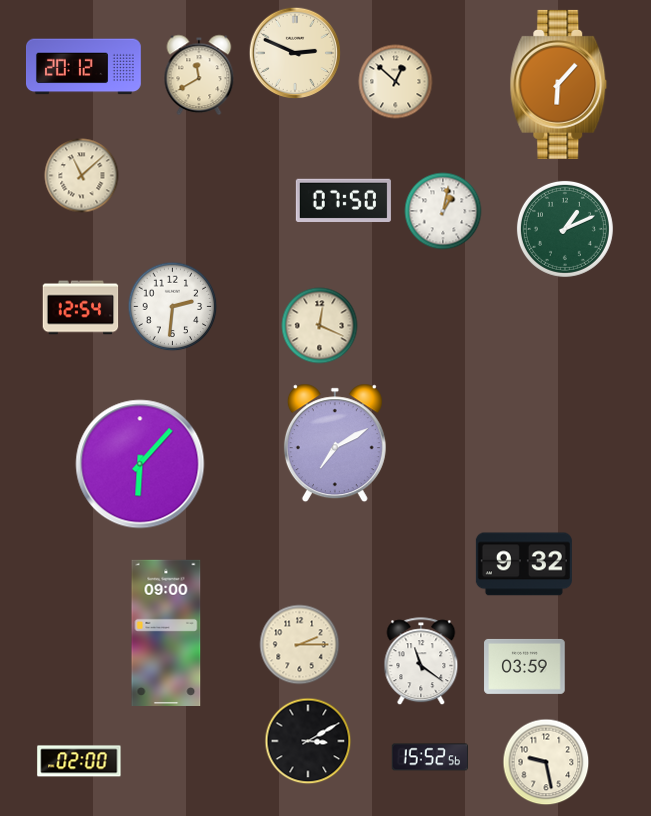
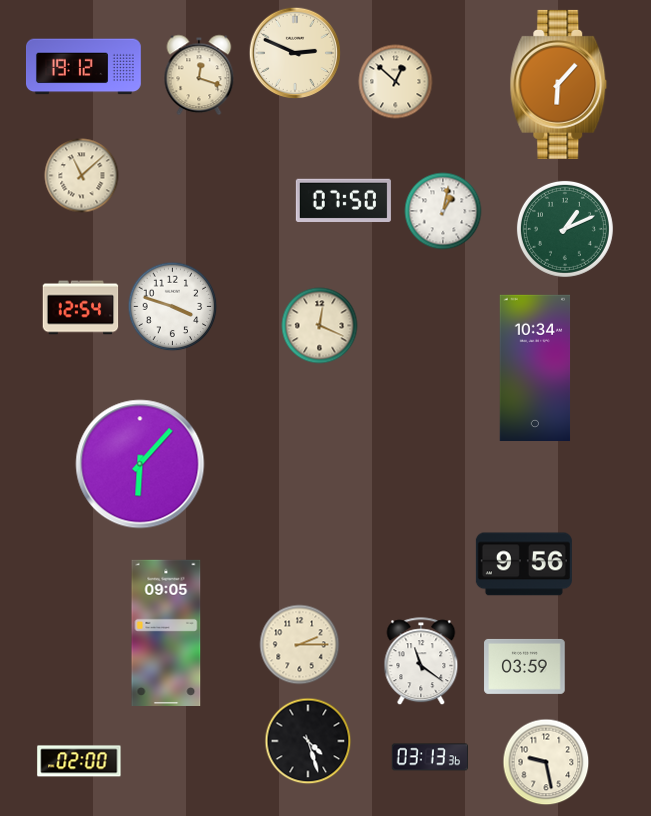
clock at (84, 67): 20:12 -> 19:12
clock at (199, 75): 11:40 -> 12:18
clock at (173, 307): 2:31 -> 3:48
clock at (535, 367): none -> 10:34
clock at (335, 443): 7:10 -> none
clock at (524, 564): 9:32 -> 9:56
clock at (166, 632): 09:00 -> 09:05
clock at (308, 741): 3:10 -> 4:27
clock at (430, 757): 15:52 -> 03:13
